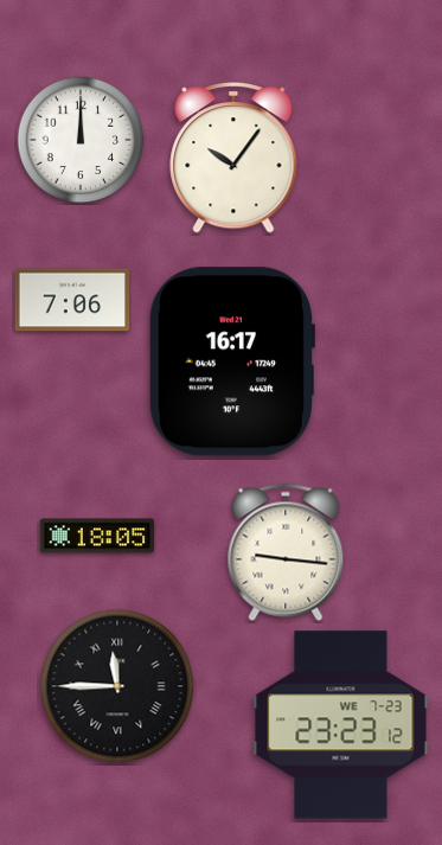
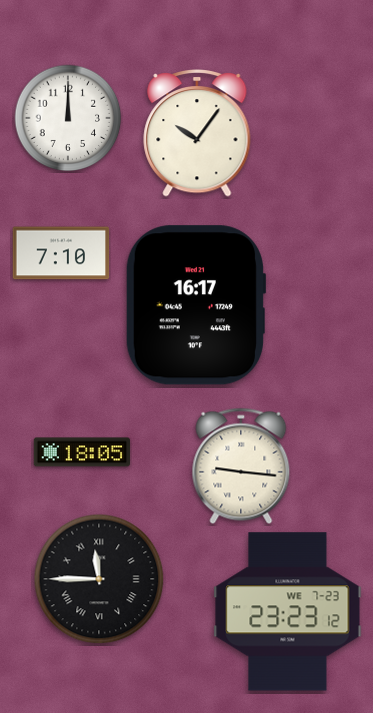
clock at (72, 300): 7:06 -> 7:10
